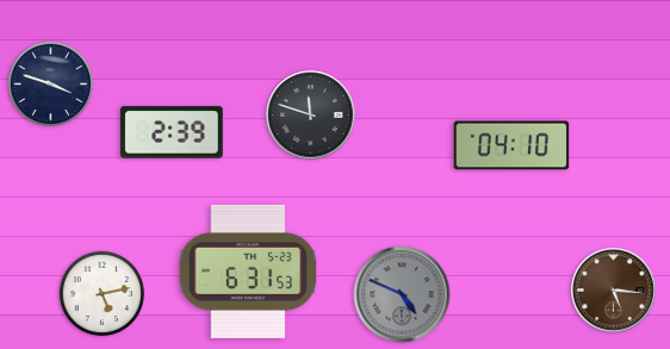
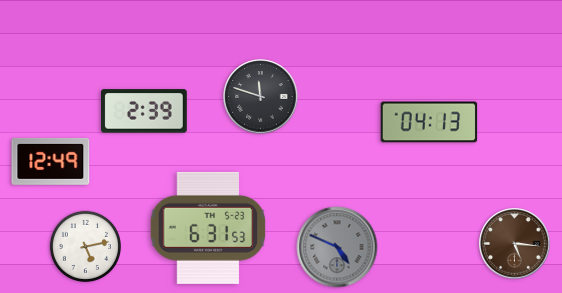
clock at (50, 83): 3:48 -> none
clock at (511, 145): 04:10 -> 04:13
clock at (51, 161): none -> 12:49
